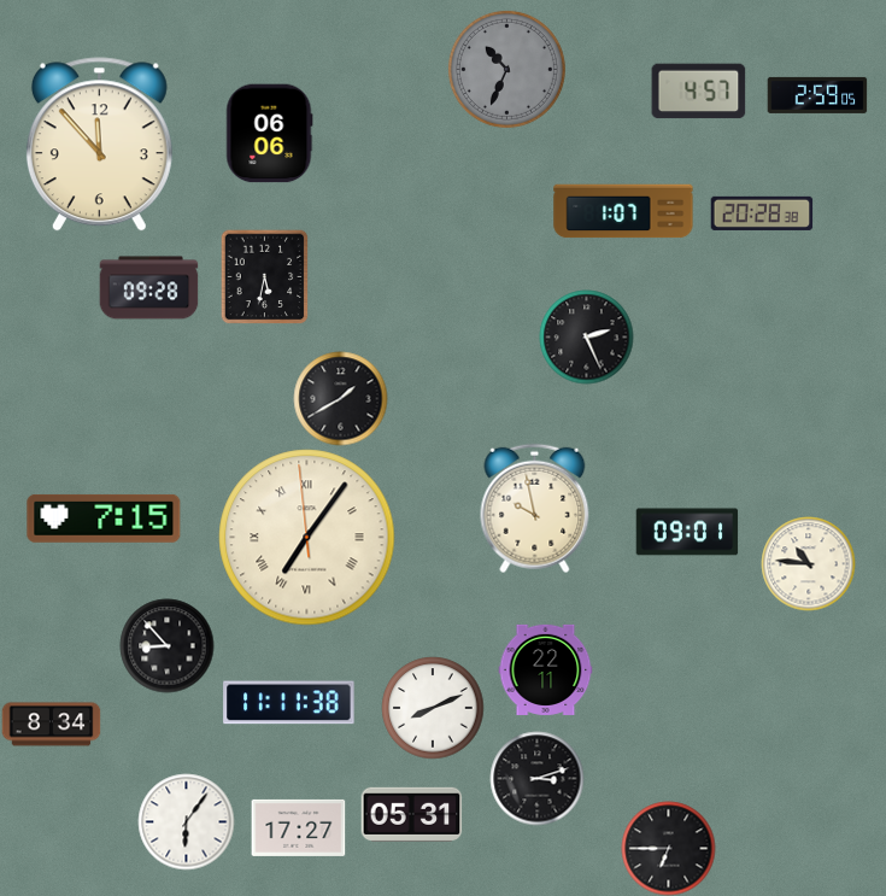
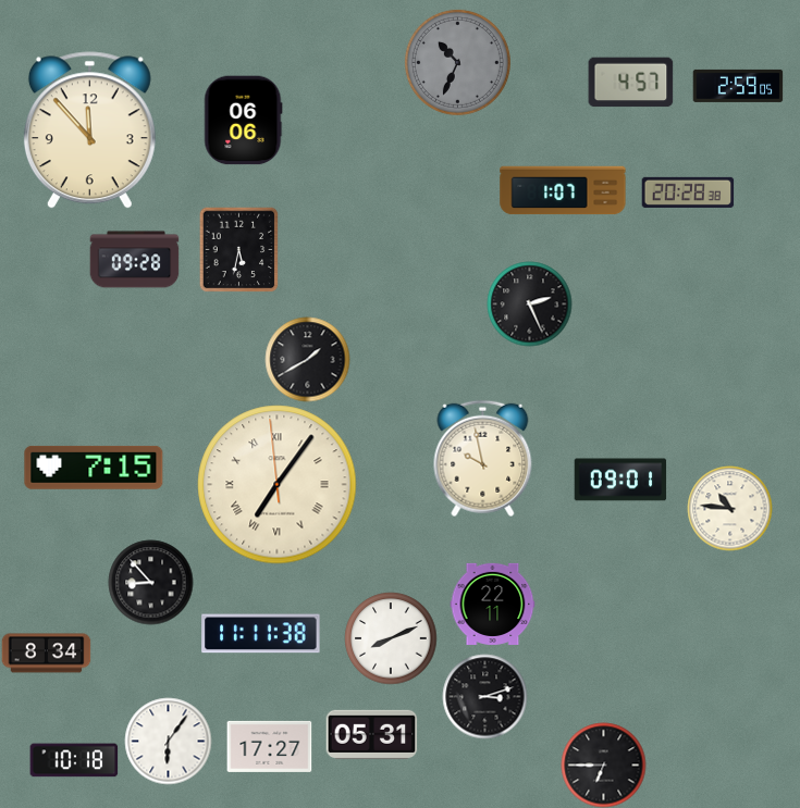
clock at (536, 778) position: (536, 778) -> (484, 696)
clock at (74, 760): none -> 10:18
